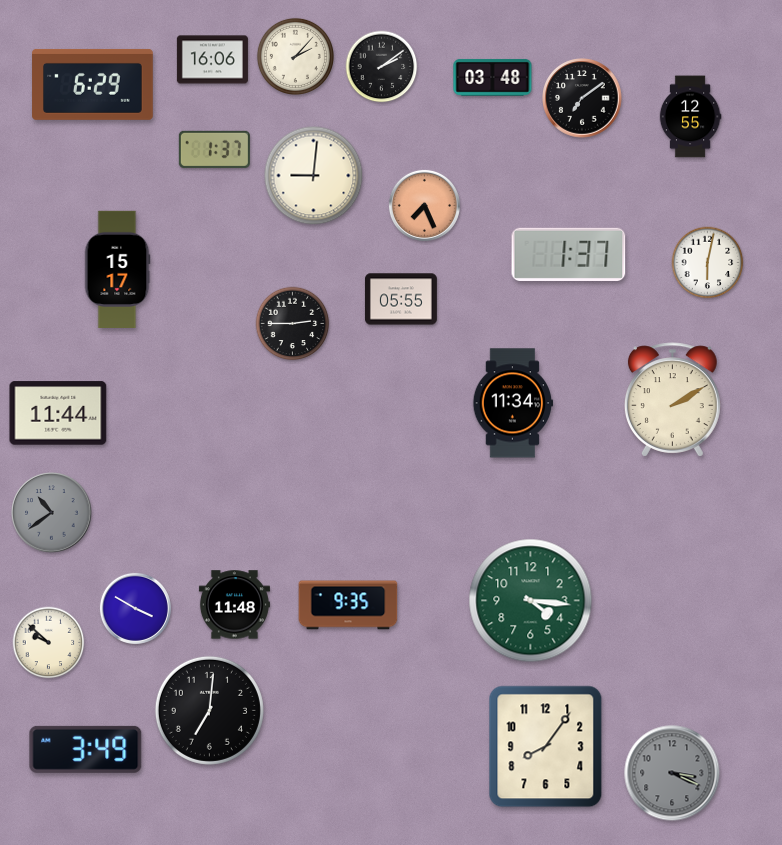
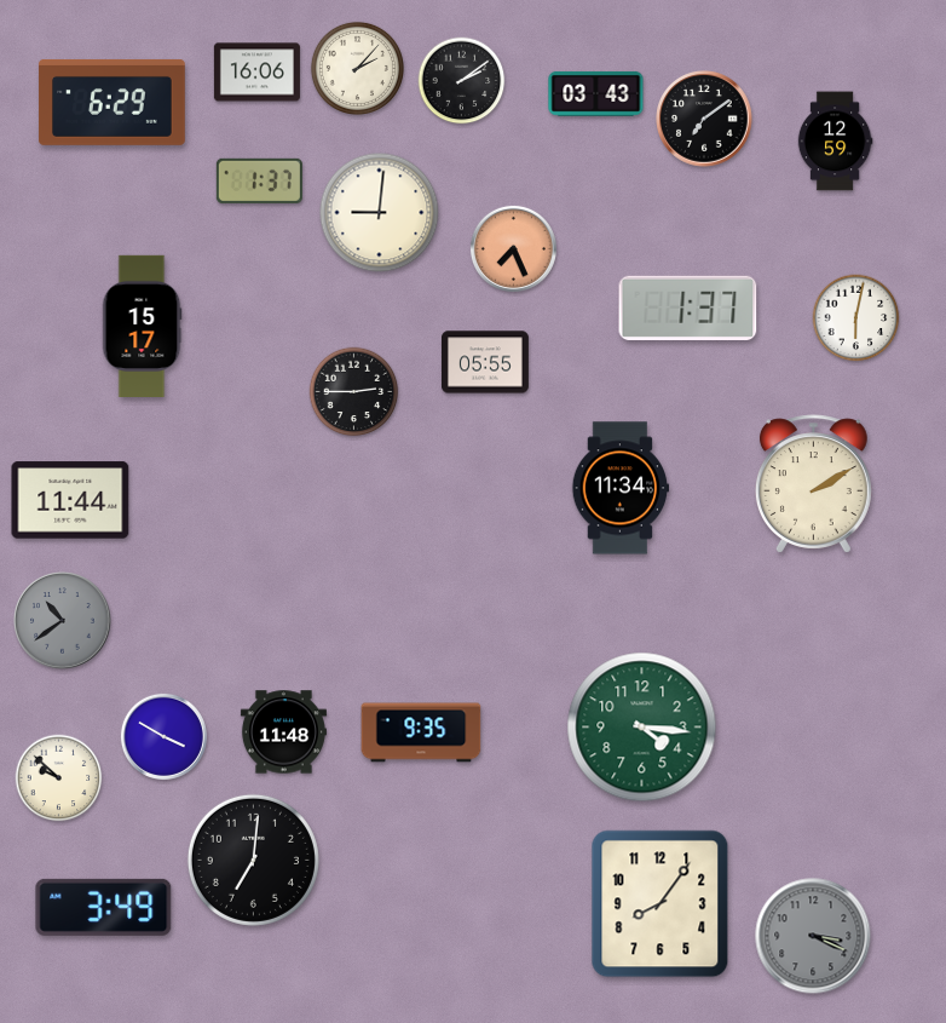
clock at (493, 77): 03:48 -> 03:43
clock at (690, 117): 12:55 -> 12:59
